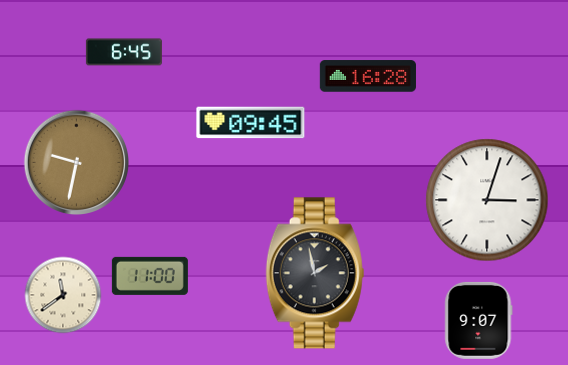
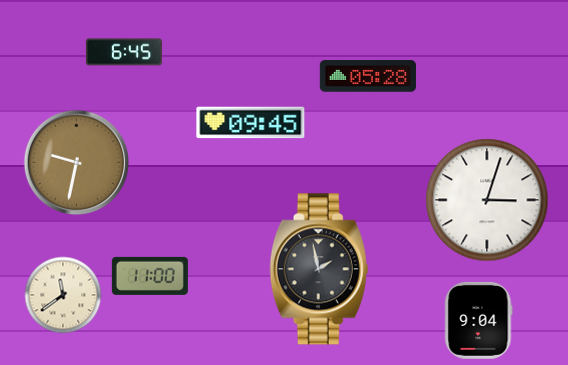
clock at (368, 76): 16:28 -> 05:28
clock at (315, 273) position: (315, 273) -> (319, 269)
clock at (479, 320): 9:07 -> 9:04
